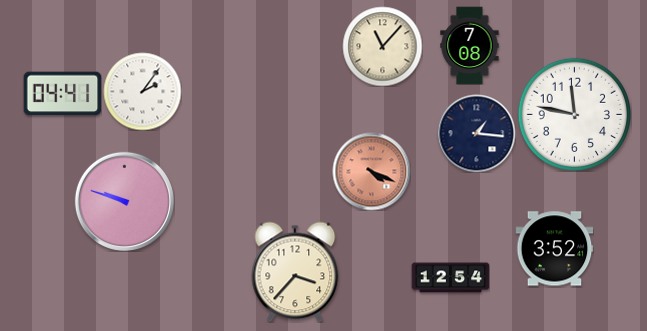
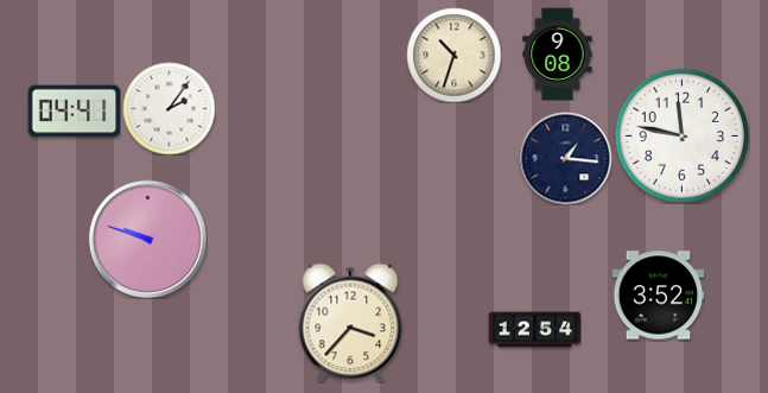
clock at (470, 45): 7:08 -> 9:08
clock at (382, 46): 11:07 -> 10:33
clock at (371, 171): 4:19 -> none
